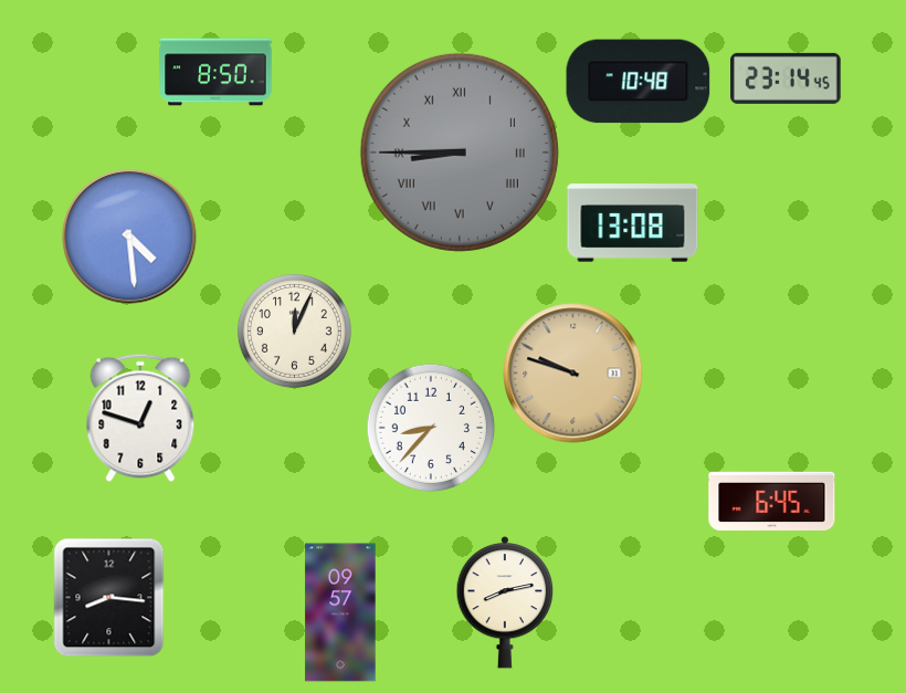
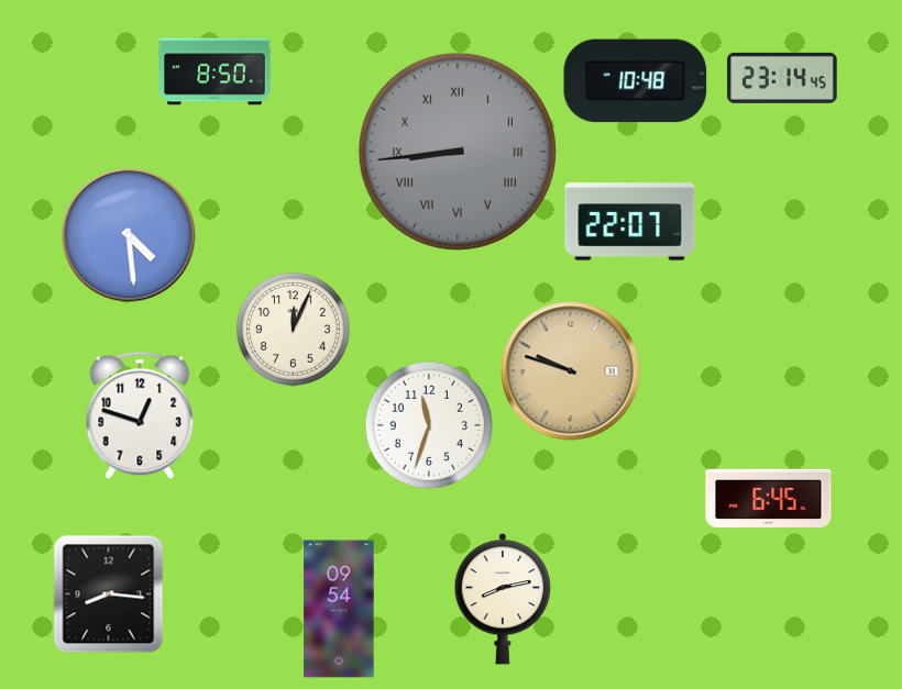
clock at (460, 153): 8:45 -> 8:44
clock at (633, 223): 13:08 -> 22:07
clock at (431, 428): 8:37 -> 11:33
clock at (340, 612): 09:57 -> 09:54
